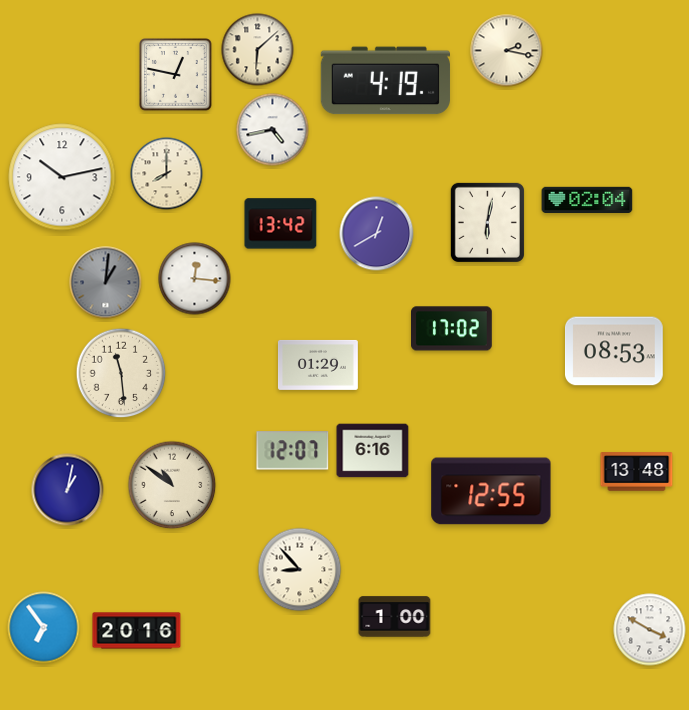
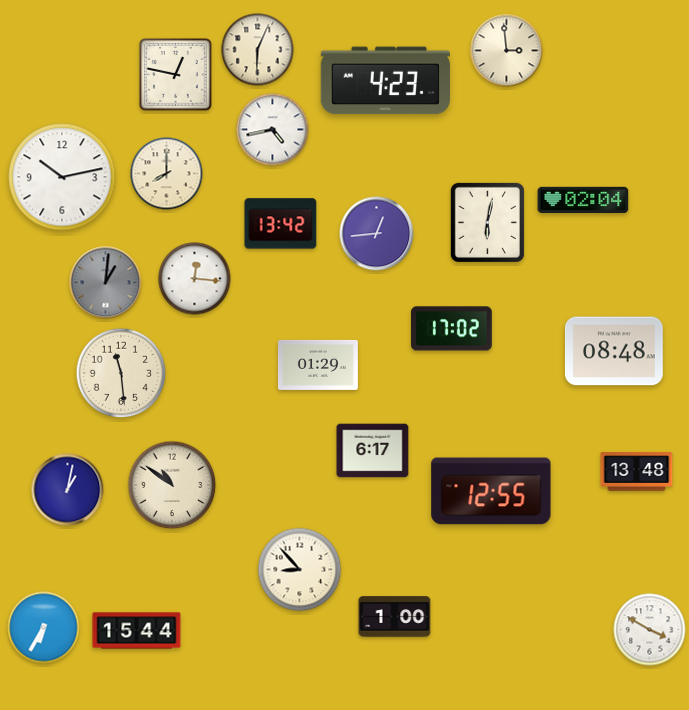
clock at (258, 50): 6:08 -> 6:04
clock at (507, 51): 2:17 -> 2:59
clock at (385, 81): 4:19 -> 4:23
clock at (587, 199) position: (587, 199) -> (583, 199)
clock at (377, 234): 12:40 -> 12:44
clock at (615, 351): 08:53 -> 08:48
clock at (293, 451): 12:07 -> none
clock at (373, 451): 6:16 -> 6:17
clock at (44, 628): 6:54 -> 6:35
clock at (137, 631): 20:16 -> 15:44
